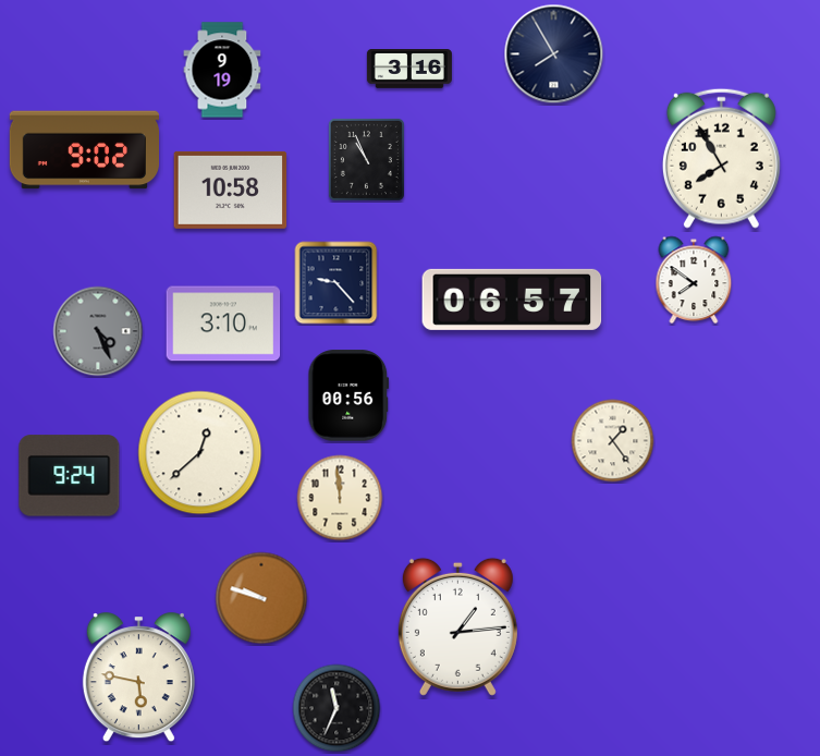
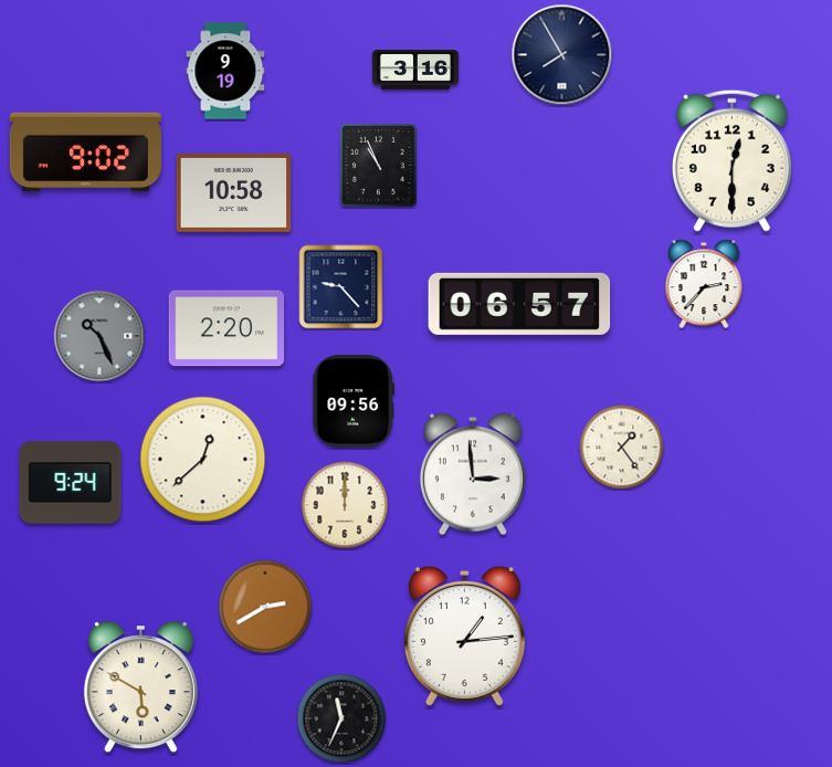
clock at (721, 158): 7:55 -> 12:30
clock at (366, 159) position: (366, 159) -> (378, 165)
clock at (694, 280): 7:51 -> 2:37
clock at (223, 324): 3:10 -> 2:20
clock at (98, 331): 4:26 -> 10:26
clock at (348, 395): 00:56 -> 09:56
clock at (473, 474): none -> 2:59
clock at (340, 498): 11:59 -> 12:00
clock at (261, 598): 9:48 -> 2:40
clock at (138, 678): 5:47 -> 5:50
